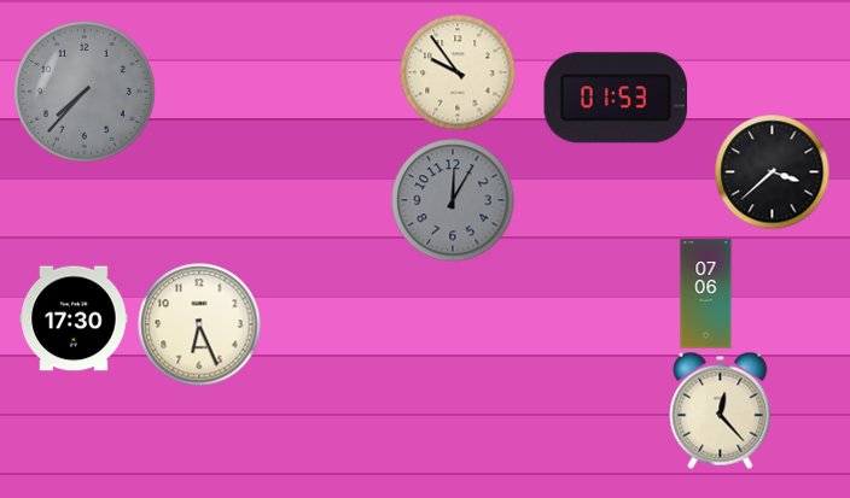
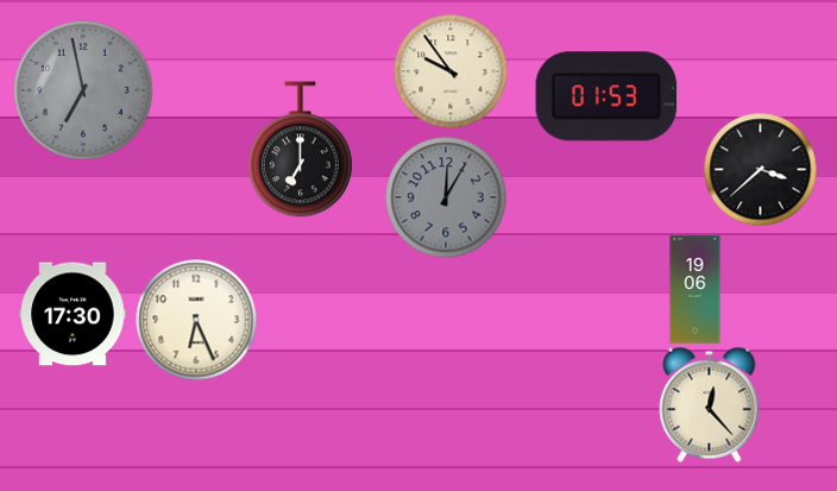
clock at (85, 92): 7:37 -> 6:58
clock at (300, 150): none -> 7:00
clock at (706, 294): 07:06 -> 19:06
